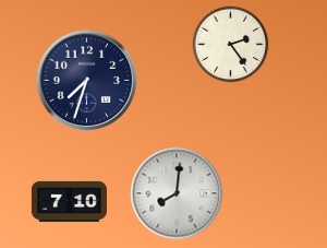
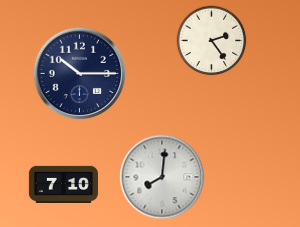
clock at (87, 81): 7:33 -> 10:15
